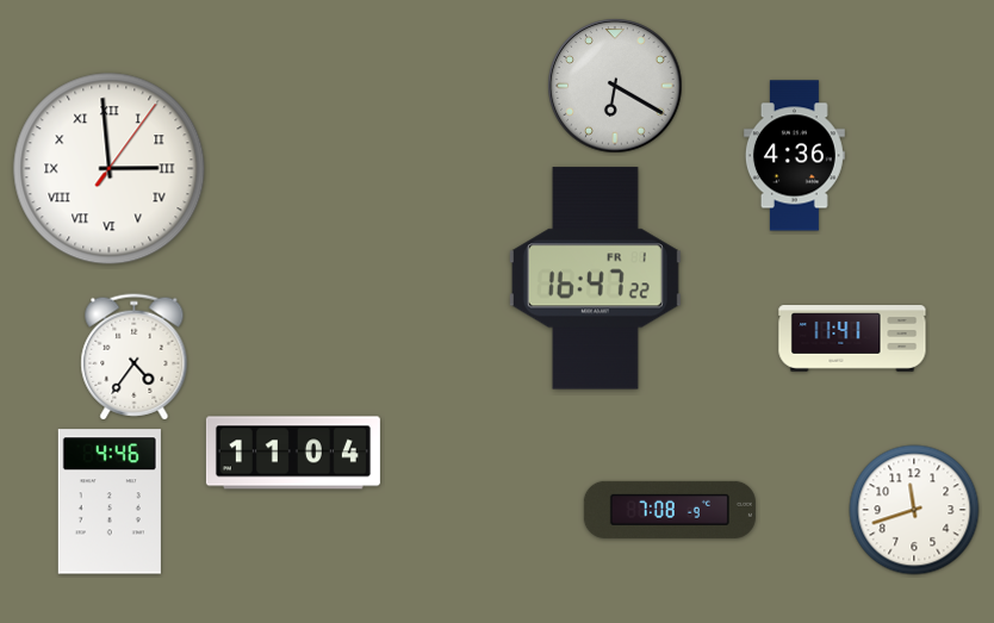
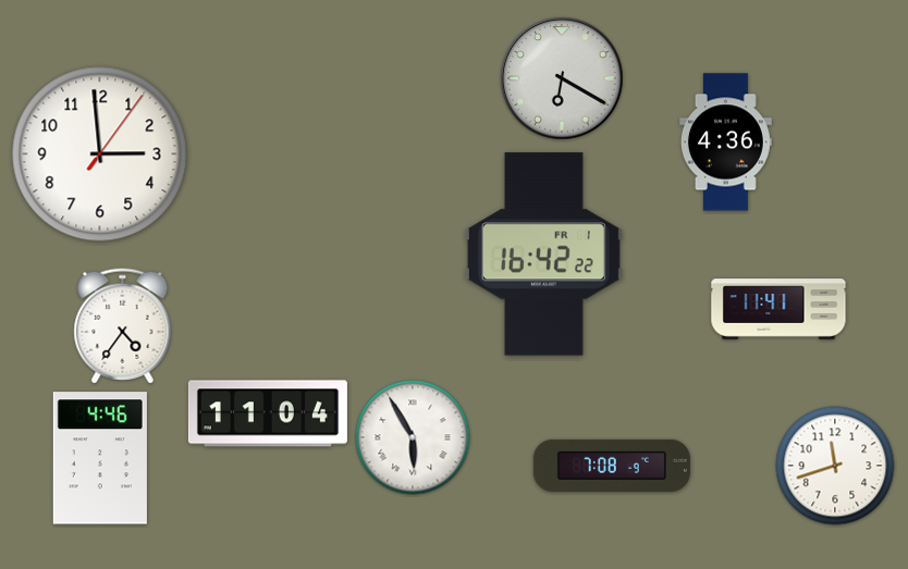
clock at (110, 169) numerals: Roman -> Arabic
clock at (595, 279): 16:47 -> 16:42
clock at (413, 437): none -> 5:55
